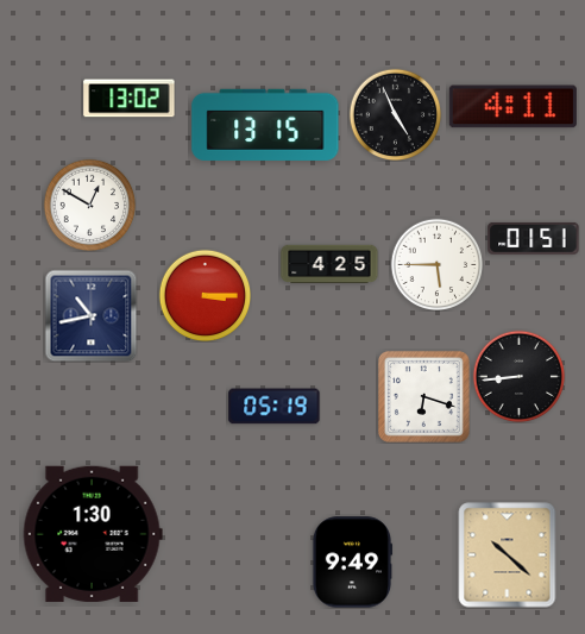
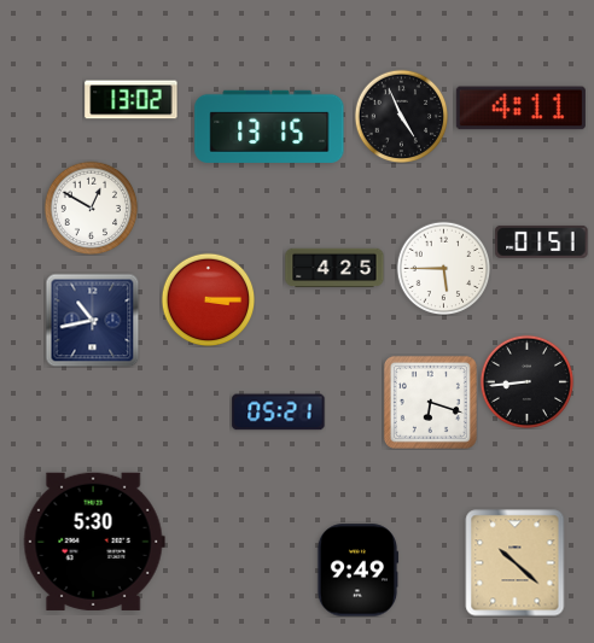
clock at (275, 407): 05:19 -> 05:21
clock at (93, 534): 1:30 -> 5:30
